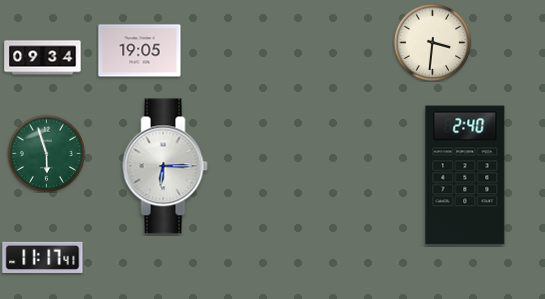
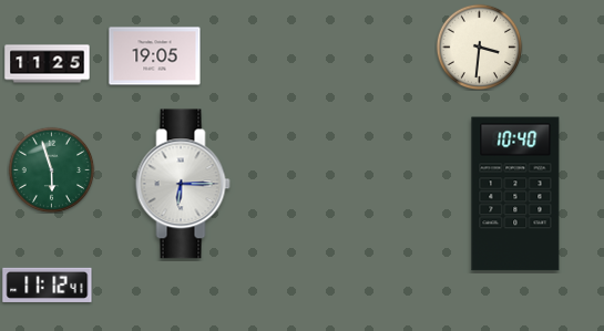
clock at (43, 58): 09:34 -> 11:25
clock at (465, 175): 2:40 -> 10:40
clock at (43, 257): 11:17 -> 11:12
